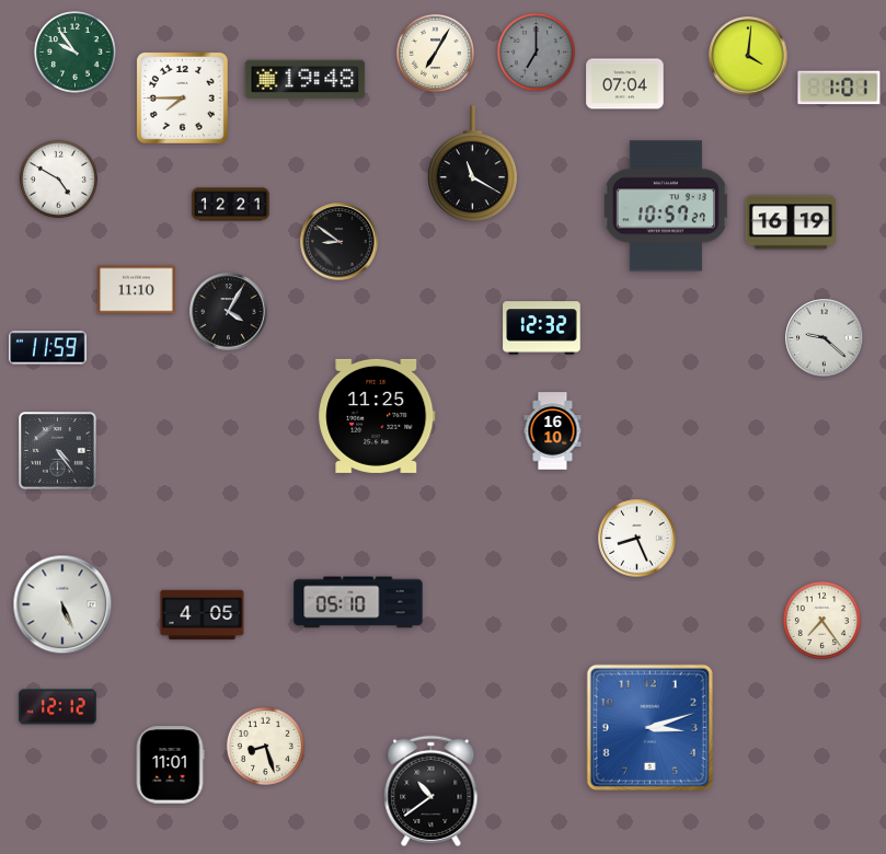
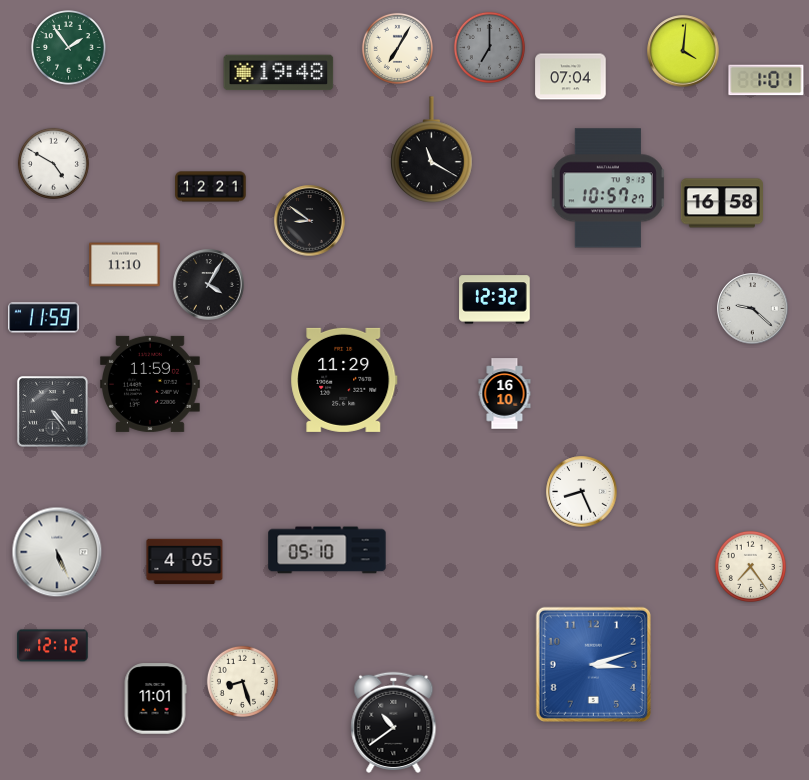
clock at (76, 53): 9:54 -> 1:54
clock at (183, 99): 7:45 -> none
clock at (790, 222): 16:19 -> 16:58
clock at (377, 416): 11:25 -> 11:29
clock at (150, 384): none -> 11:59
